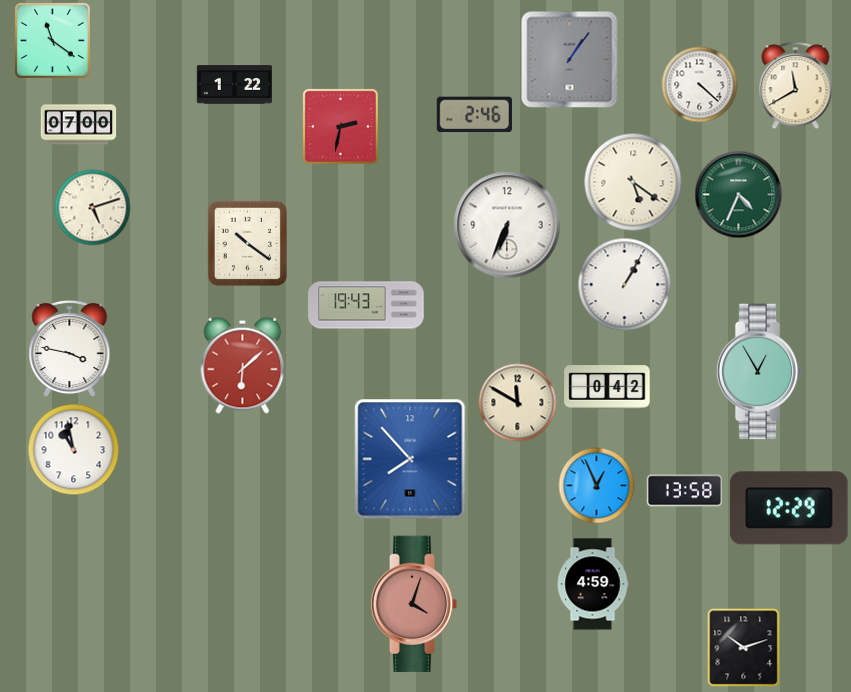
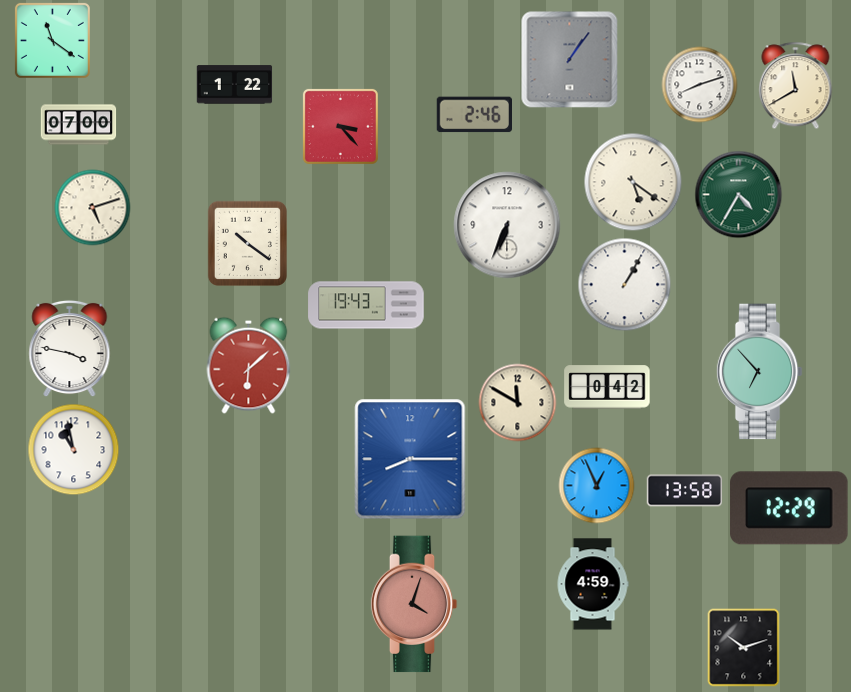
clock at (700, 85): 4:22 -> 8:12
clock at (340, 126): 2:32 -> 3:23
clock at (739, 195): 4:34 -> 4:35
clock at (243, 365) position: (243, 365) -> (249, 365)
clock at (759, 372): 12:55 -> 6:53
clock at (410, 459): 7:53 -> 8:15
